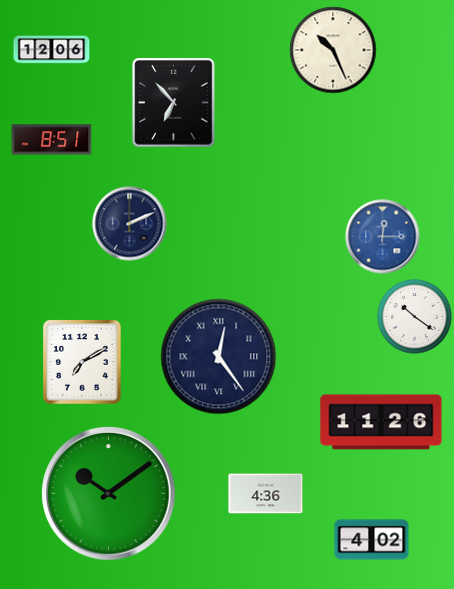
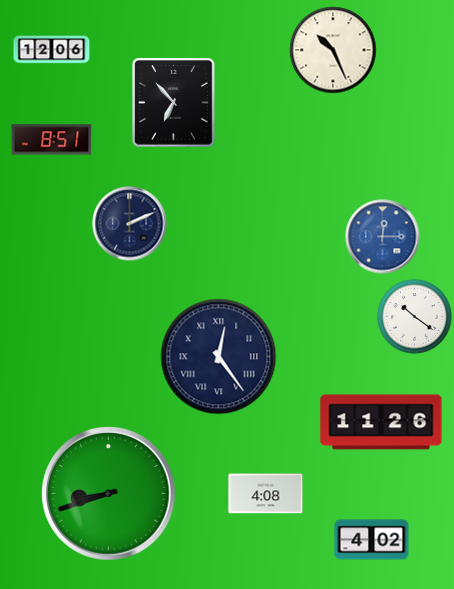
clock at (82, 362): 7:10 -> none
clock at (109, 494): 10:09 -> 8:42
clock at (266, 494): 4:36 -> 4:08
